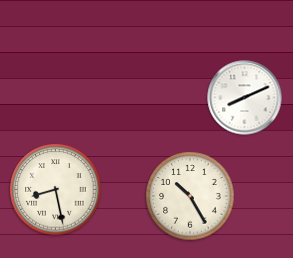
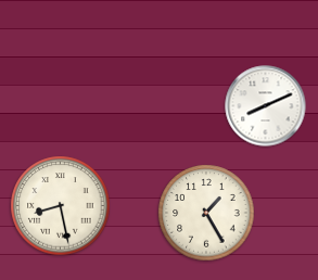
clock at (190, 196): 10:25 -> 1:25
